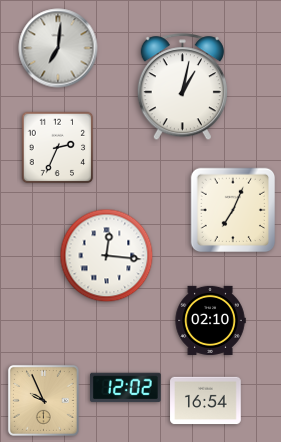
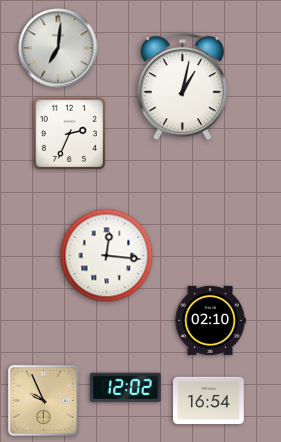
clock at (58, 148) position: (58, 148) -> (70, 134)
clock at (233, 210): 7:04 -> none
clock at (206, 401) position: (206, 401) -> (209, 401)
